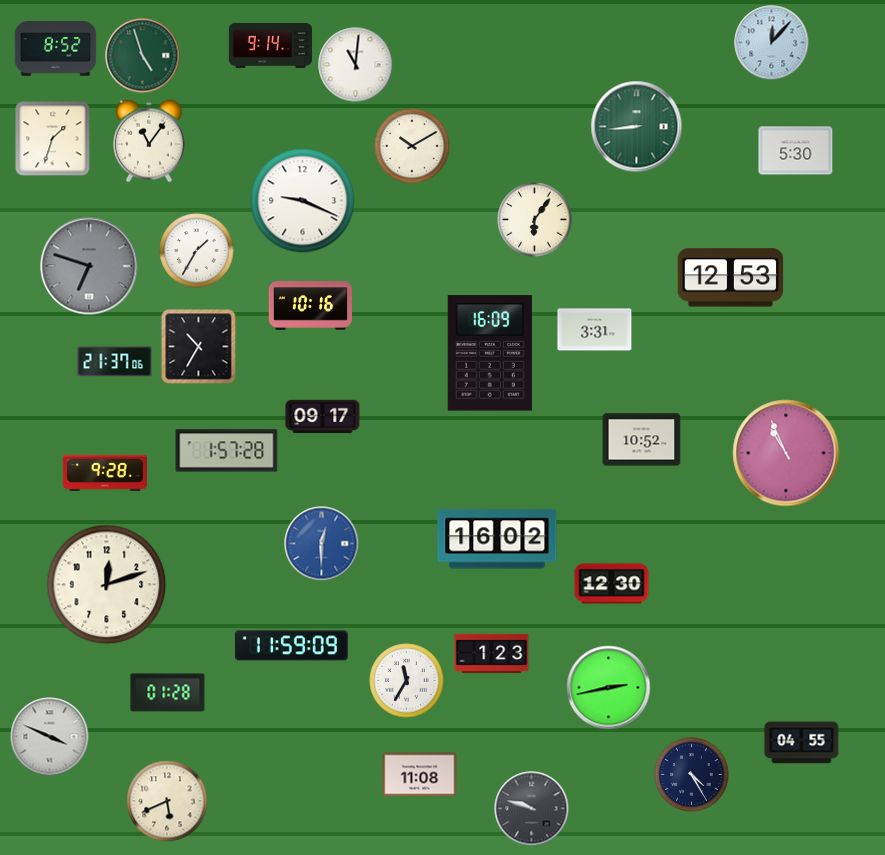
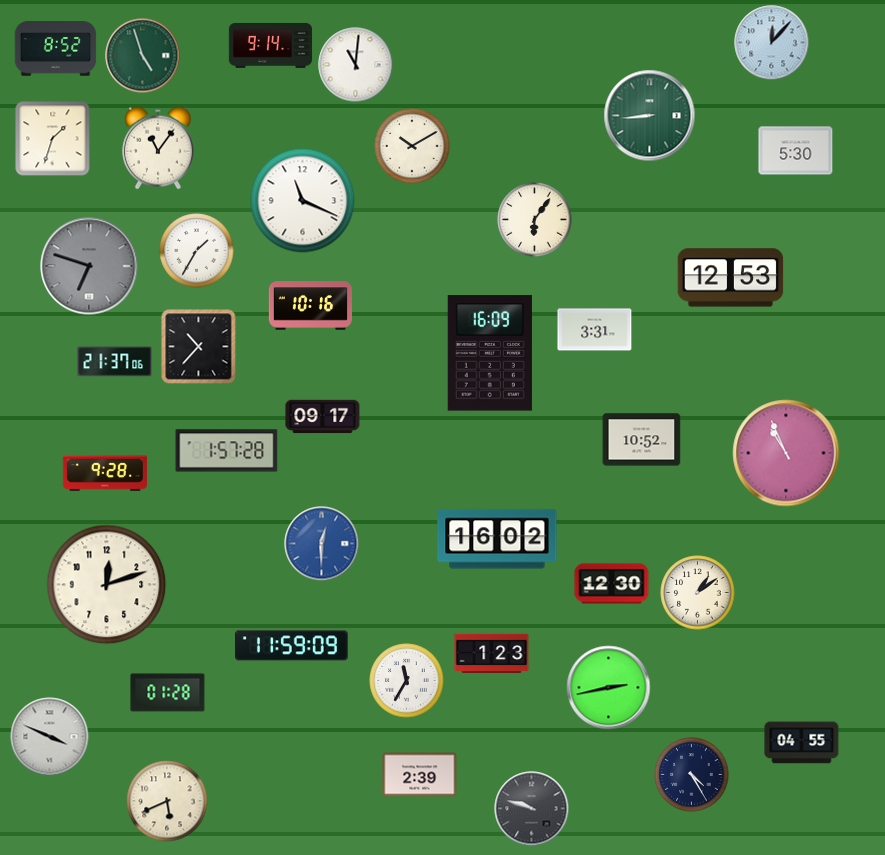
clock at (637, 127) position: (637, 127) -> (650, 116)
clock at (150, 141) position: (150, 141) -> (159, 148)
clock at (303, 201): 9:19 -> 11:19
clock at (199, 347): 10:35 -> 10:37
clock at (698, 593): none -> 1:09
clock at (420, 775): 11:08 -> 2:39
